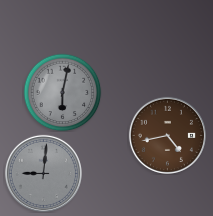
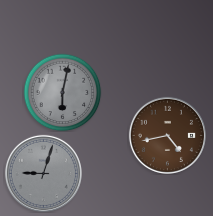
clock at (43, 173): 9:01 -> 9:03
